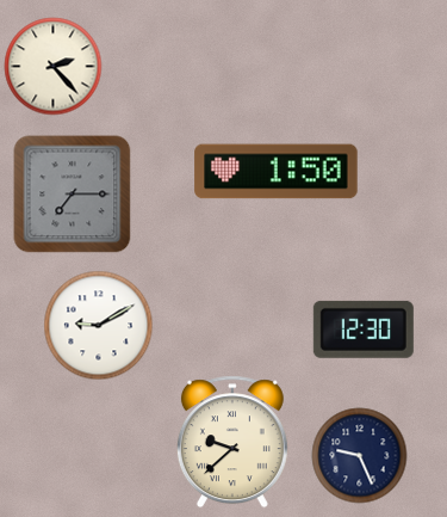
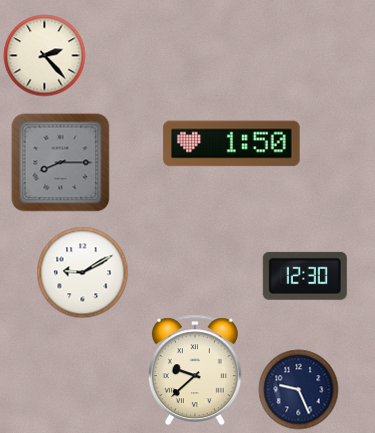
clock at (73, 195): 7:15 -> 8:15
clock at (360, 456) position: (360, 456) -> (299, 390)
